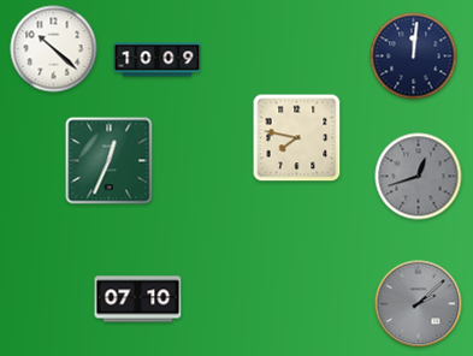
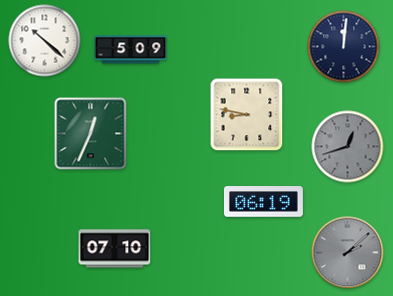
clock at (158, 60): 10:09 -> 5:09
clock at (297, 138): 7:47 -> 8:47
clock at (263, 202): none -> 06:19
